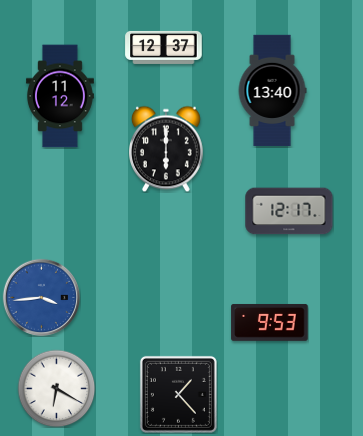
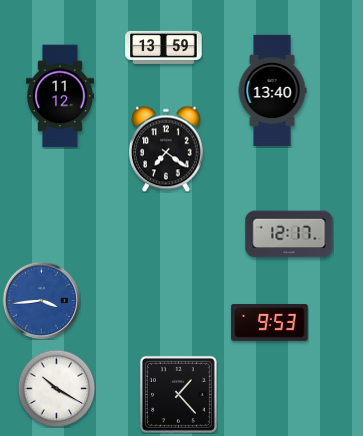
clock at (164, 47): 12:37 -> 13:59
clock at (167, 149): 6:00 -> 7:21
clock at (289, 211) position: (289, 211) -> (289, 234)
clock at (41, 297) position: (41, 297) -> (41, 300)
clock at (56, 388): 6:20 -> 10:20
